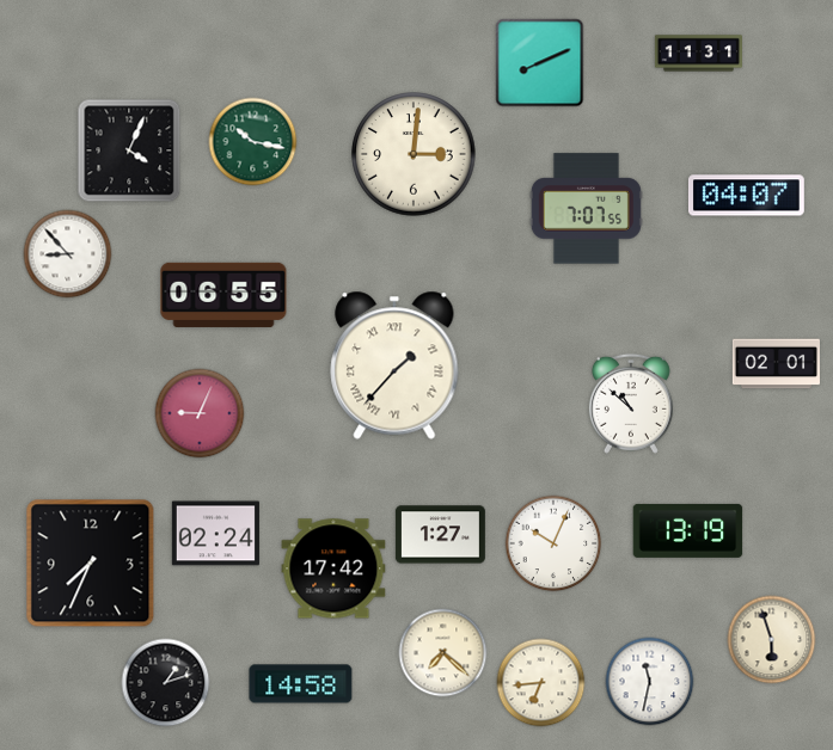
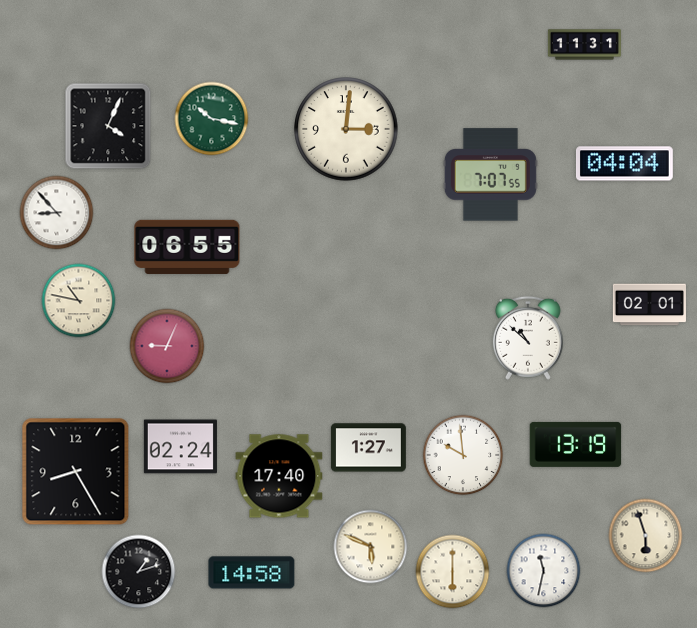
clock at (540, 63): 8:11 -> none
clock at (746, 196): 04:07 -> 04:04
clock at (79, 301): none -> 10:47
clock at (394, 365): 1:37 -> none
clock at (553, 543): 10:04 -> 9:59
clock at (91, 564): 7:34 -> 8:25
clock at (333, 568): 17:42 -> 17:40
clock at (443, 653): 7:22 -> 5:49
clock at (541, 683): 6:44 -> 6:00
